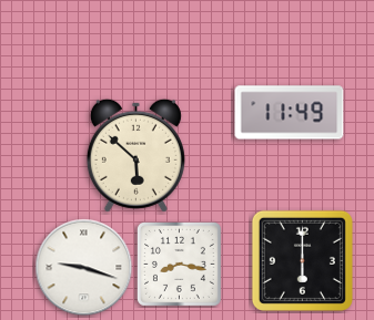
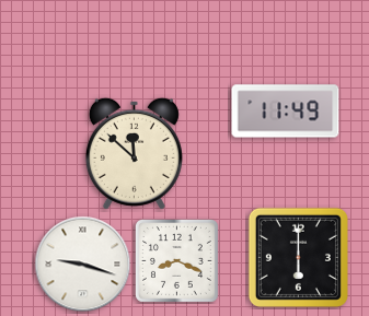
clock at (135, 155): 5:52 -> 11:52
clock at (179, 264): 8:17 -> 8:19
